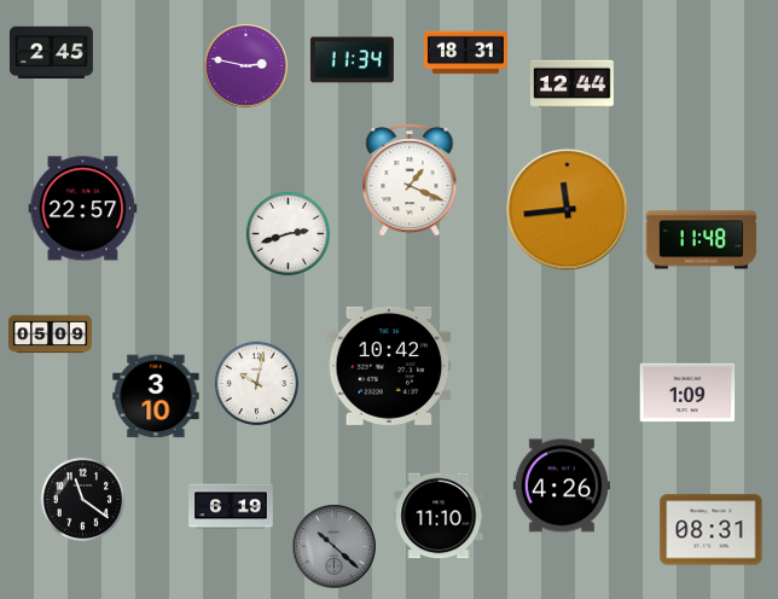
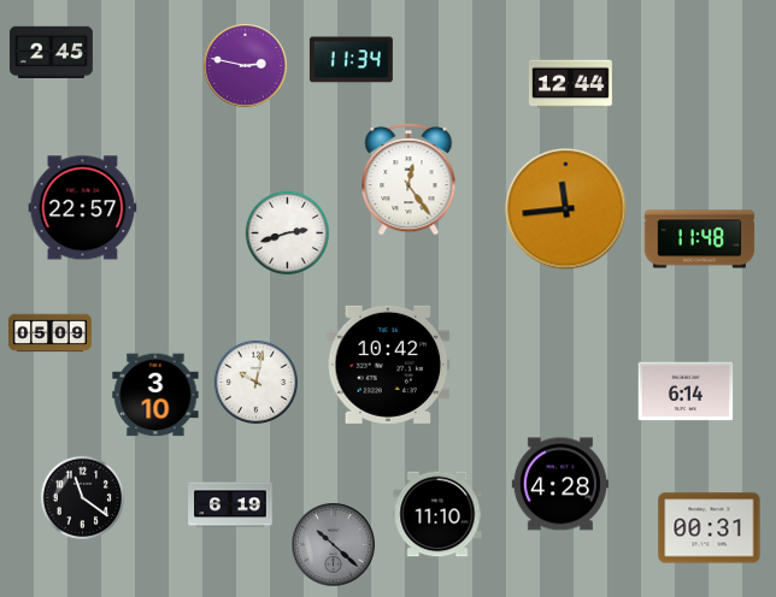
clock at (465, 53): 18:31 -> none
clock at (410, 180): 1:19 -> 12:24
clock at (687, 392): 1:09 -> 6:14
clock at (562, 485): 4:26 -> 4:28
clock at (712, 530): 08:31 -> 00:31
